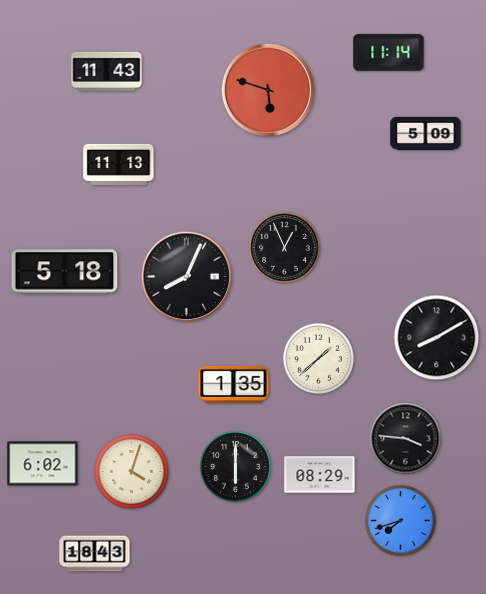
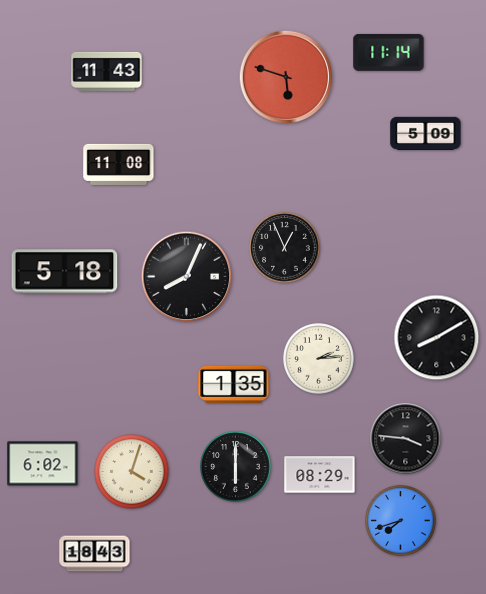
clock at (267, 89) position: (267, 89) -> (285, 76)
clock at (119, 164): 11:13 -> 11:08
clock at (319, 359): 1:38 -> 2:14
